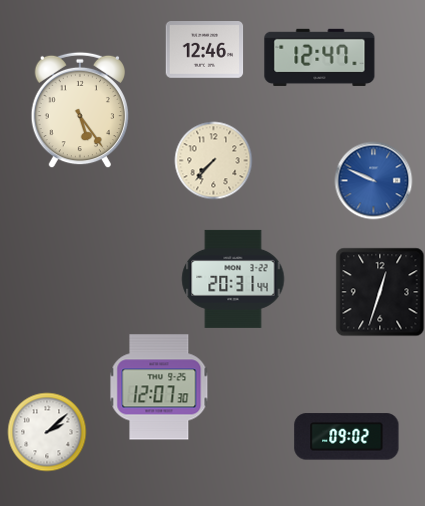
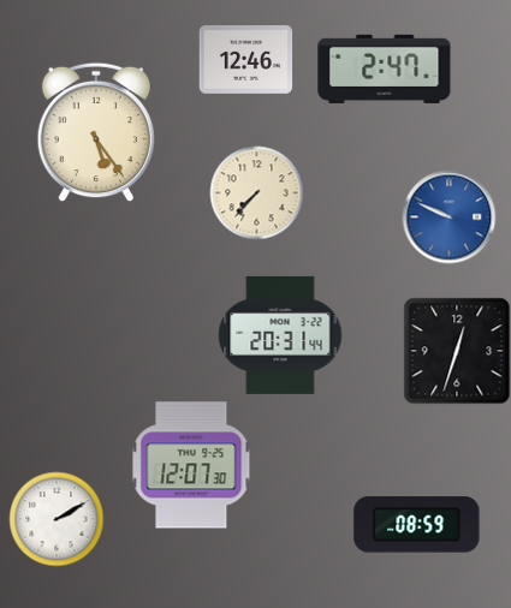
clock at (320, 57): 12:47 -> 2:47
clock at (47, 432): 2:08 -> 2:10
clock at (347, 437): 09:02 -> 08:59
